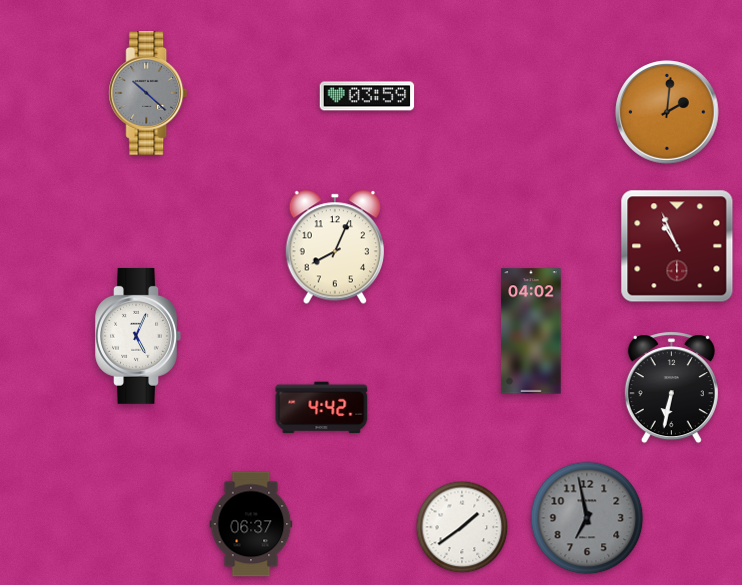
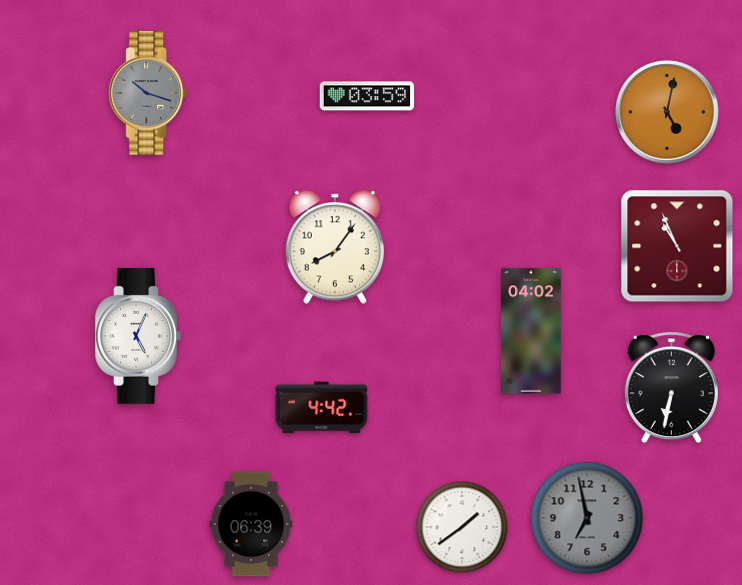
clock at (148, 94): 10:22 -> 10:18
clock at (667, 112): 2:01 -> 5:02
clock at (334, 247): 8:04 -> 8:06
clock at (251, 524): 06:37 -> 06:39
